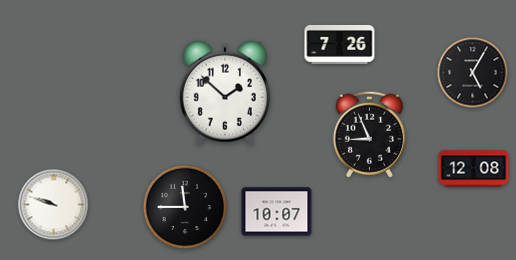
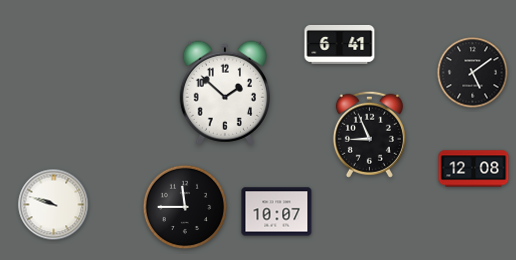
clock at (340, 44): 7:26 -> 6:41
clock at (473, 73): 5:05 -> 5:09
